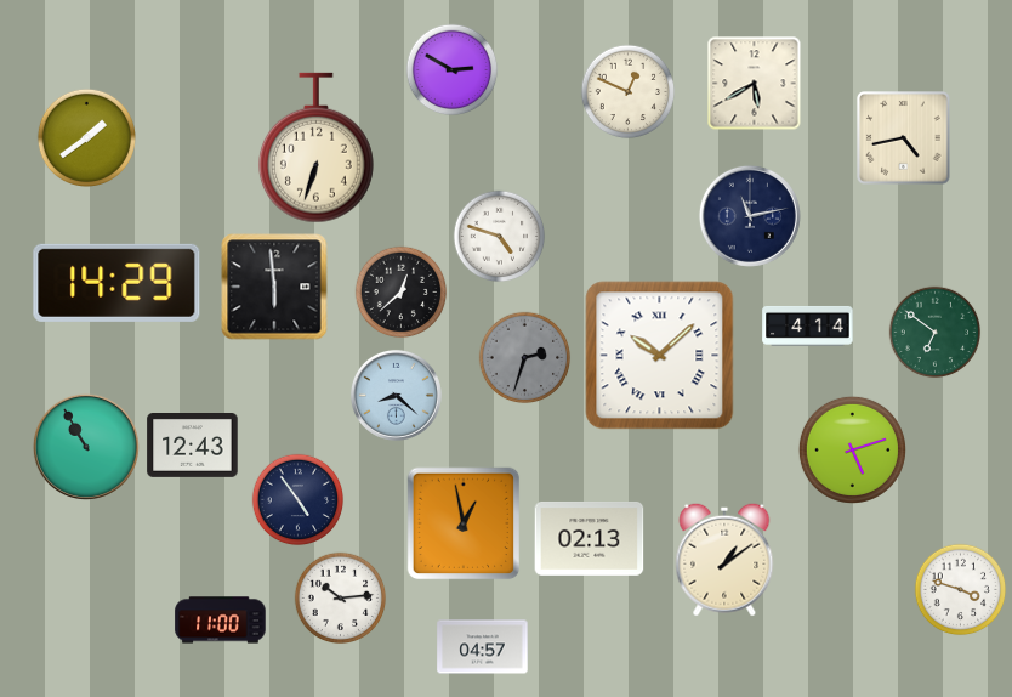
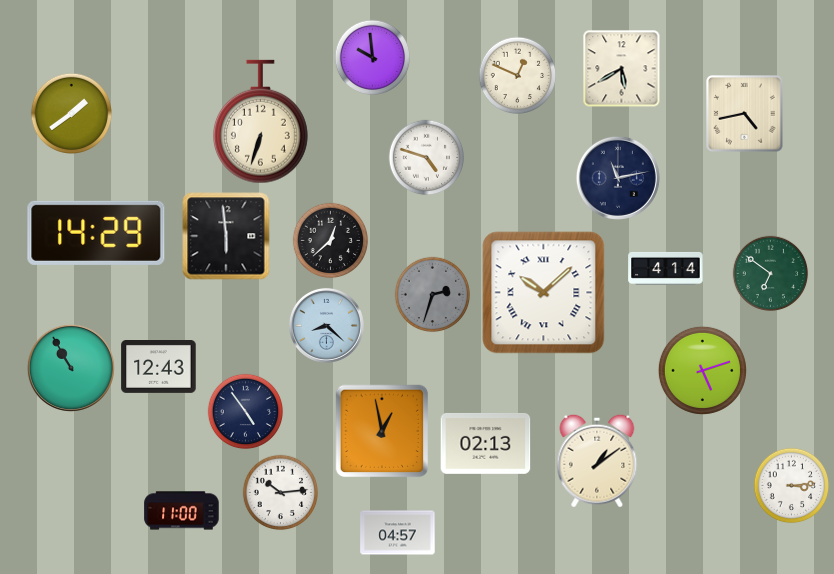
clock at (453, 70): 2:50 -> 9:59
clock at (500, 237) position: (500, 237) -> (427, 158)
clock at (961, 590): 3:48 -> 3:14
